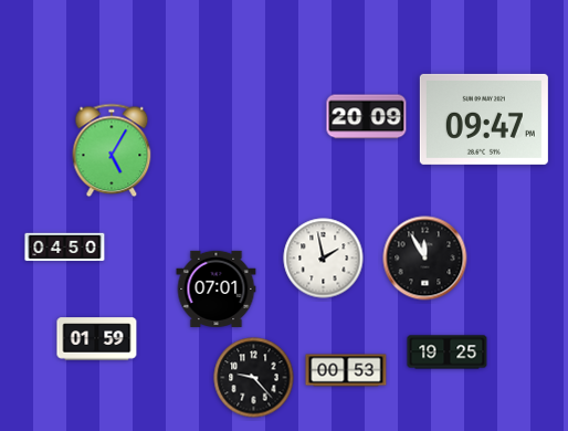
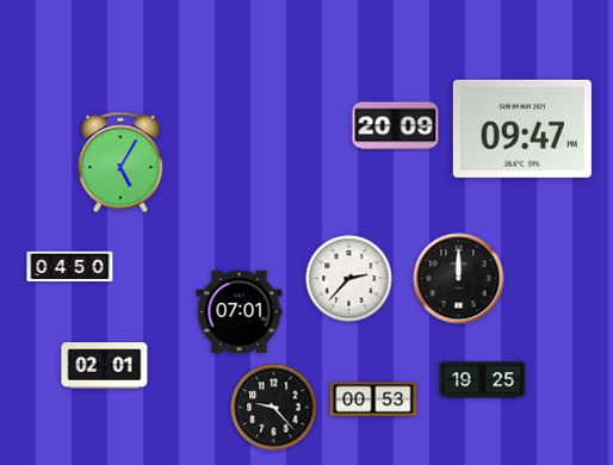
clock at (324, 259): 1:58 -> 2:37
clock at (425, 259): 11:55 -> 12:00
clock at (217, 288) position: (217, 288) -> (240, 311)
clock at (97, 339): 01:59 -> 02:01
